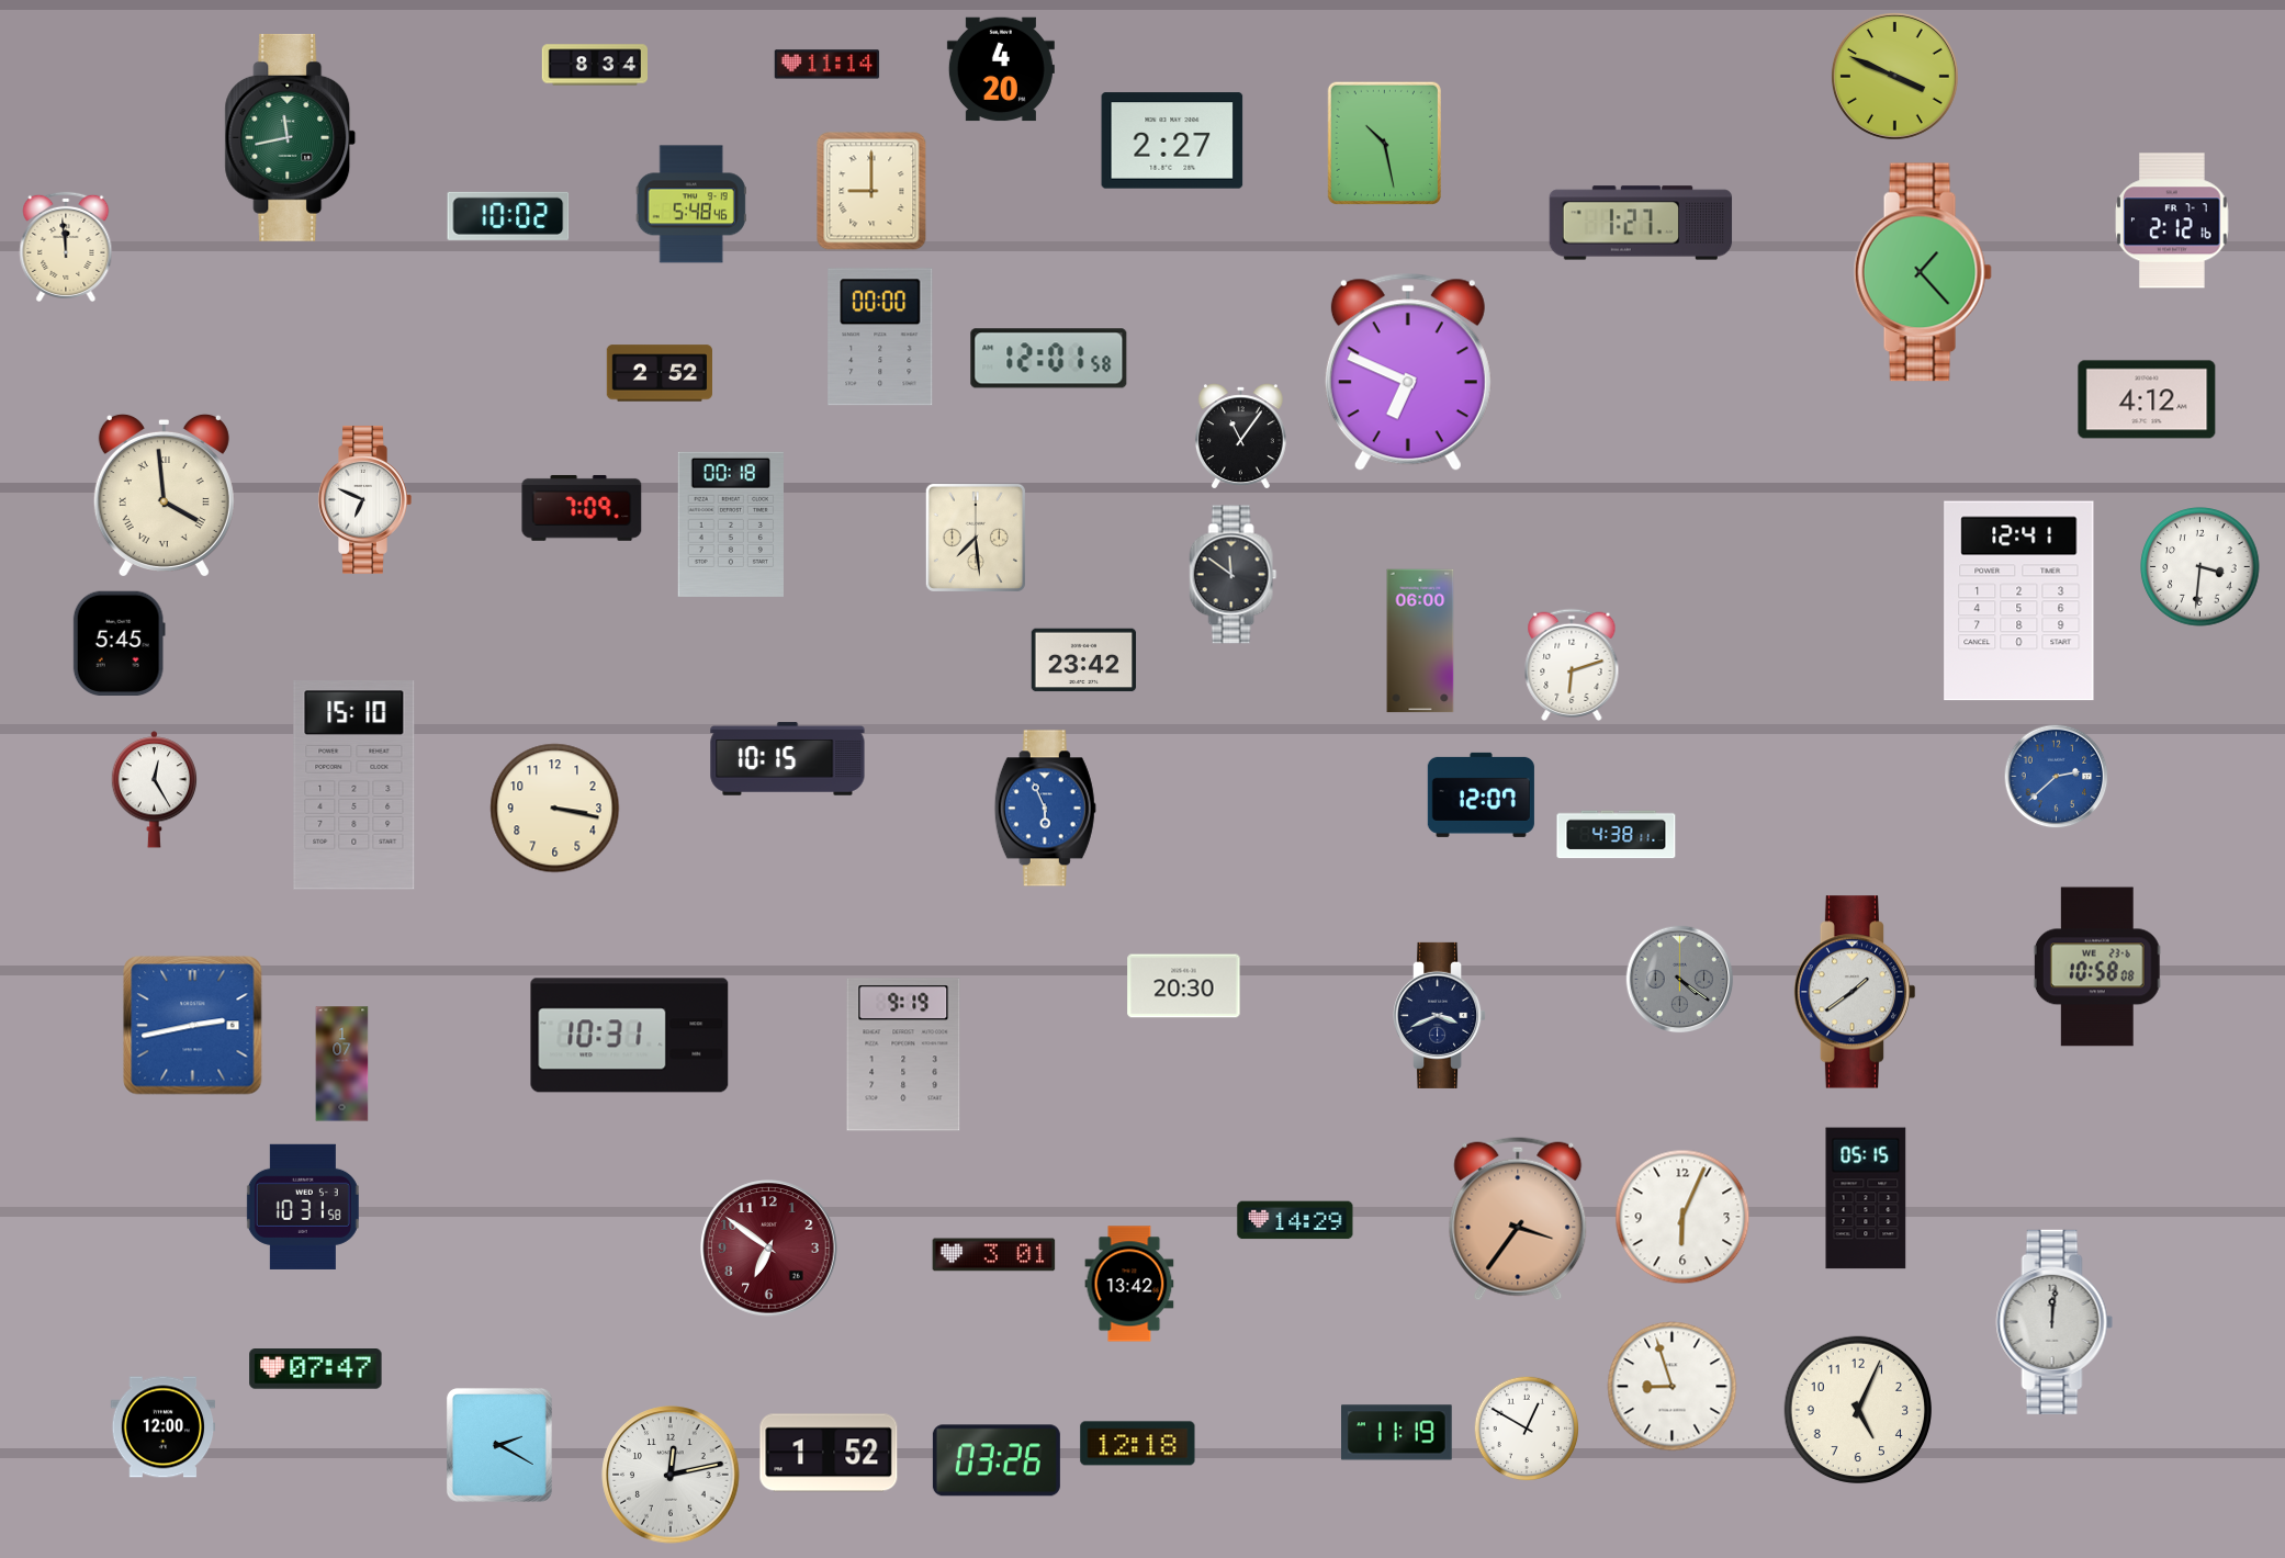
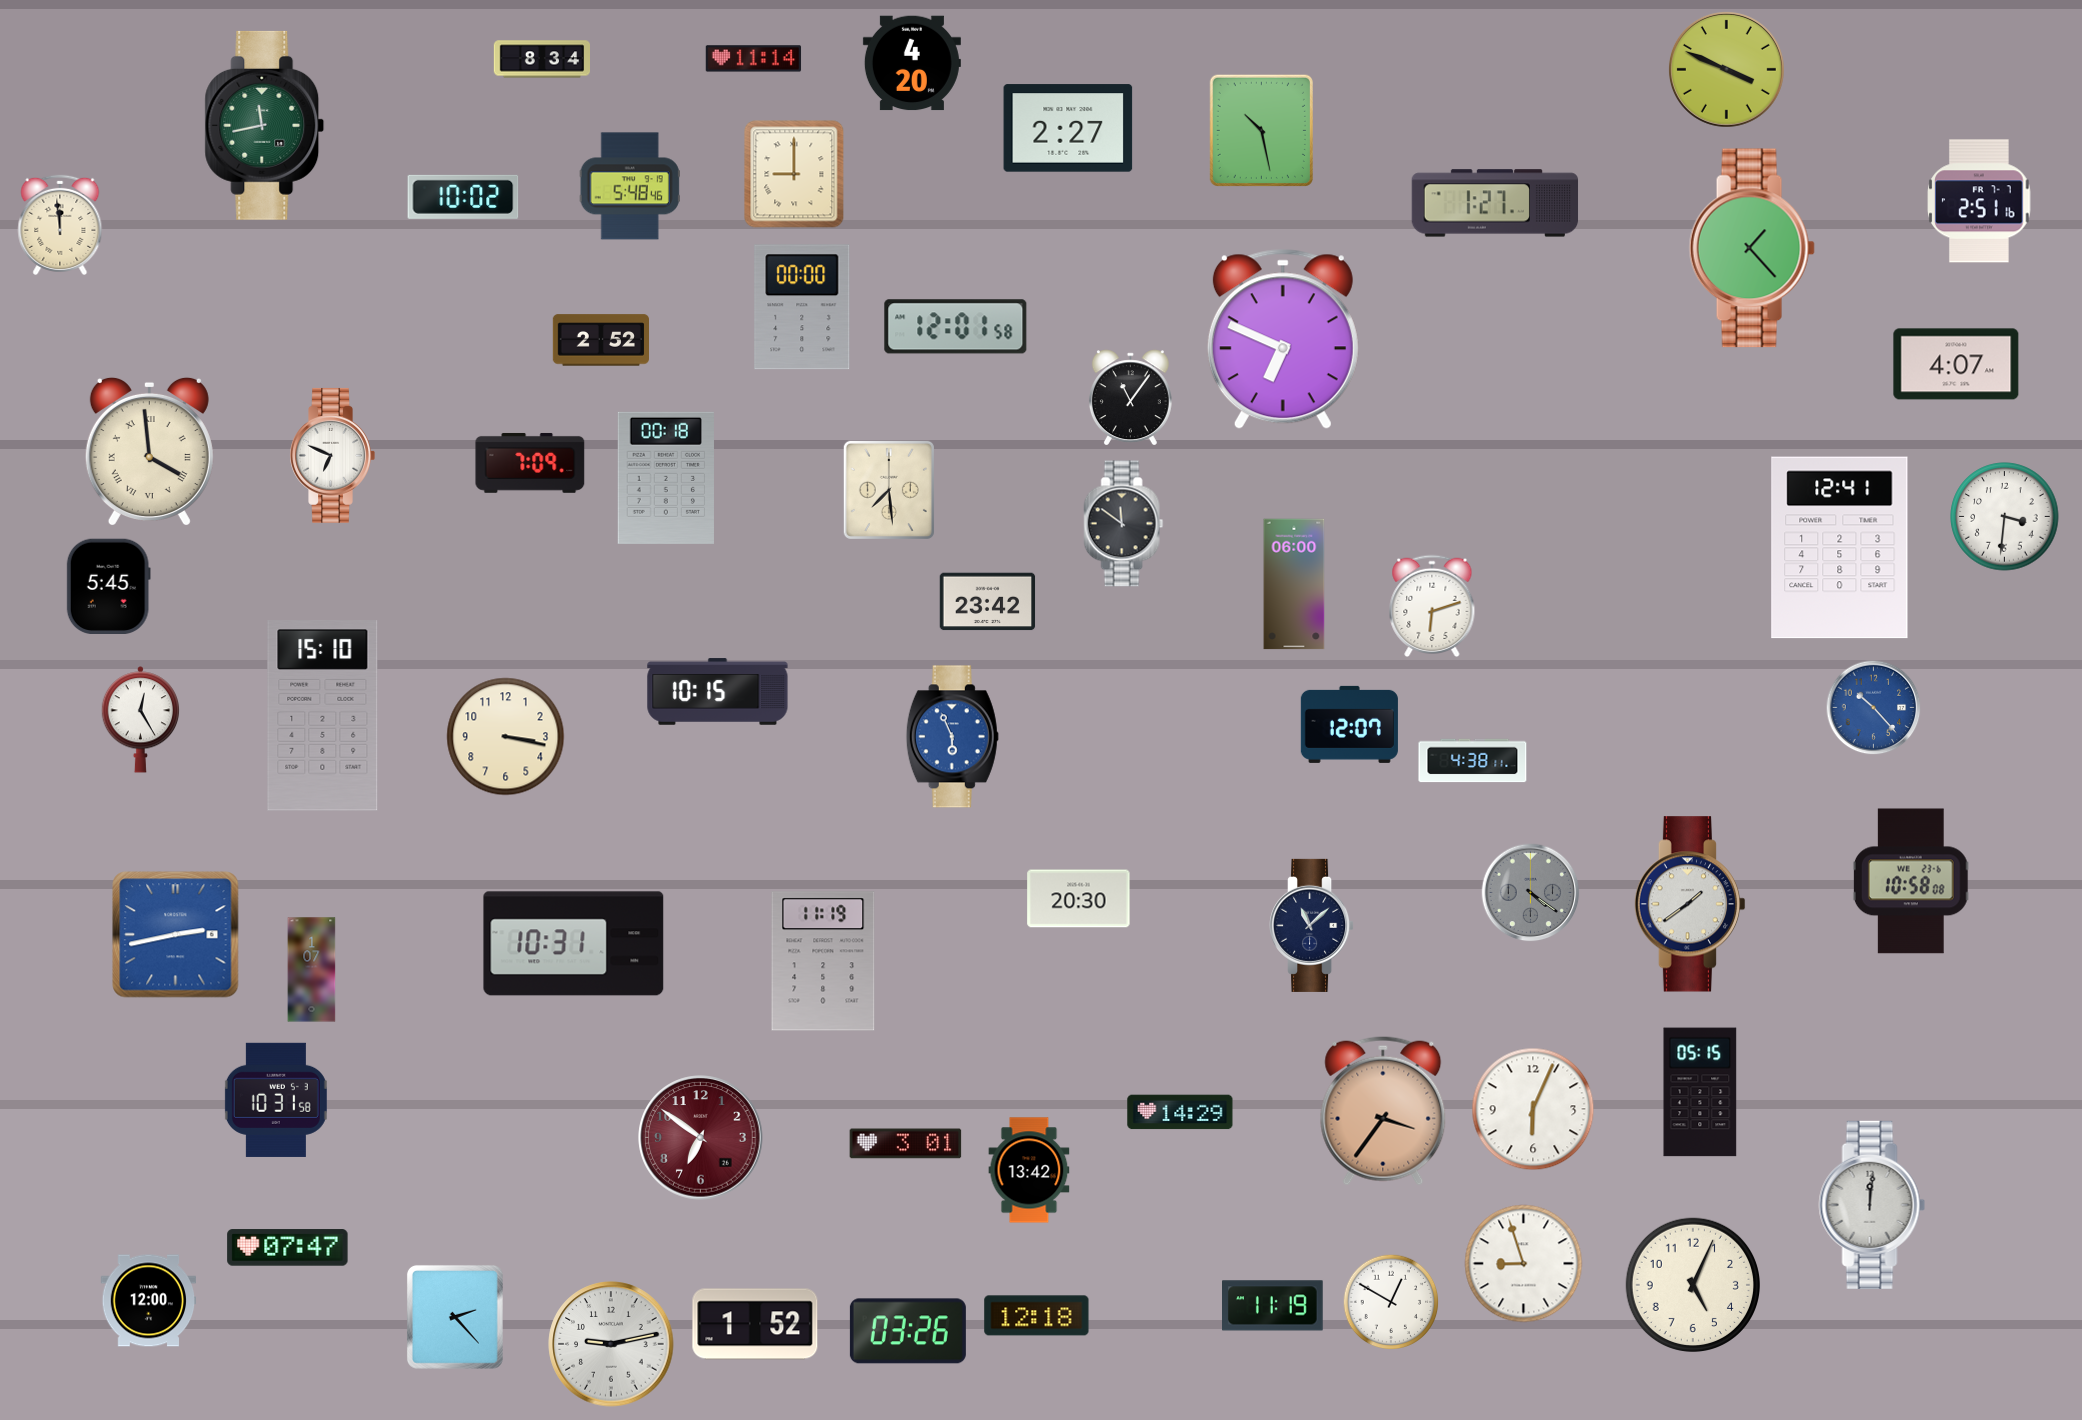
clock at (2172, 221): 2:12 -> 2:51
clock at (2147, 399): 4:12 -> 4:07
clock at (2057, 777): 2:38 -> 10:23
clock at (1440, 1015): 3:41 -> 11:08
clock at (903, 1054): 9:19 -> 11:19
clock at (499, 1445): 2:20 -> 2:23
clock at (671, 1475): 12:13 -> 9:13
